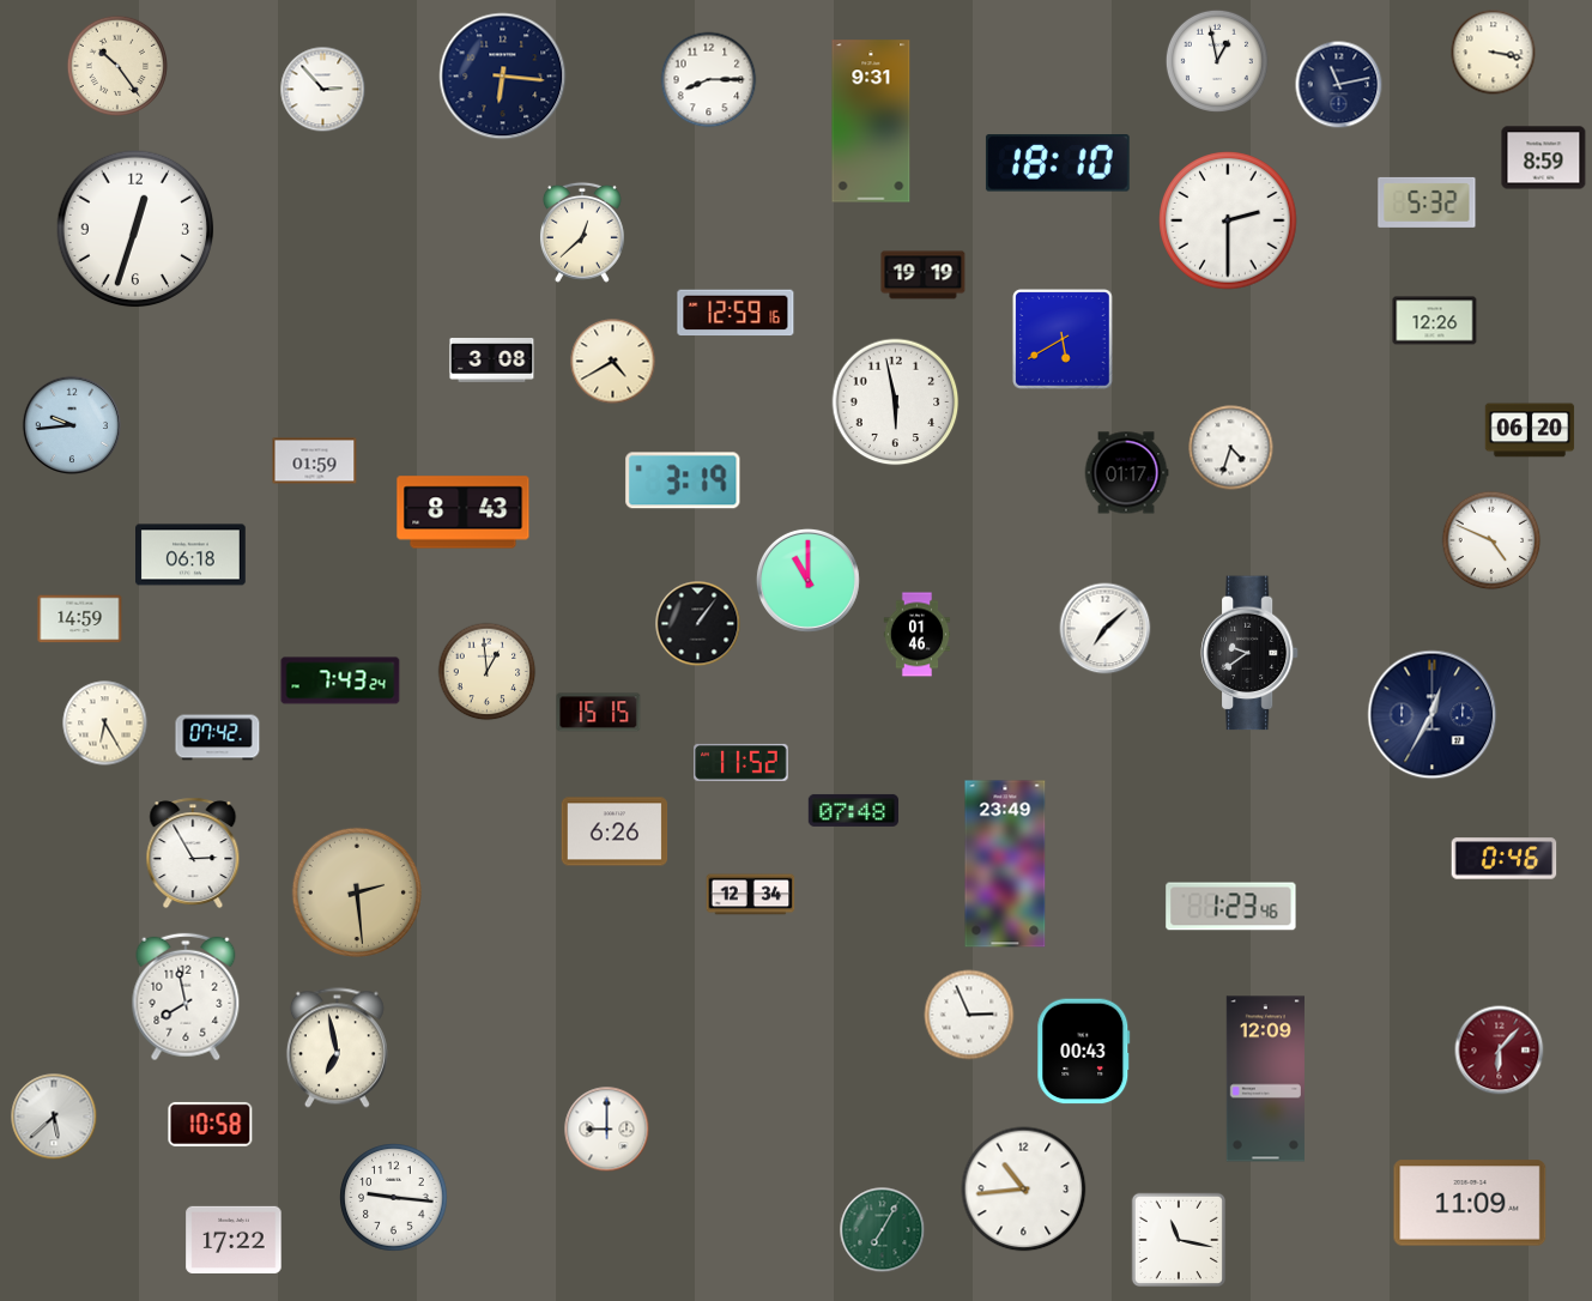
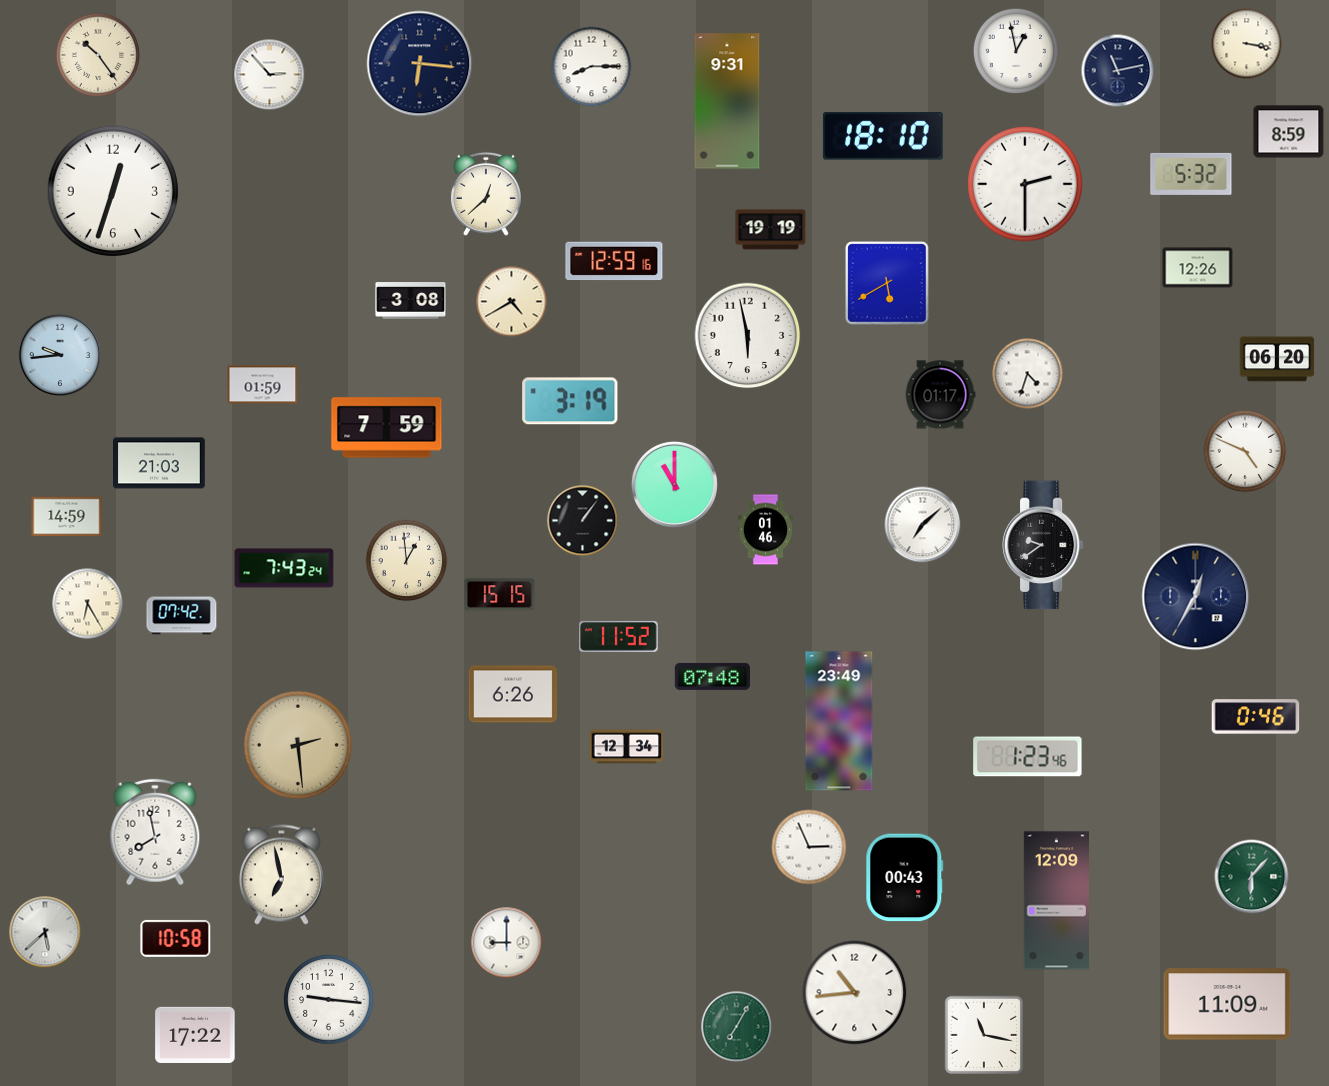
clock at (1427, 202) position: (1427, 202) -> (1191, 174)
clock at (464, 513): 8:43 -> 7:59
clock at (192, 555): 06:18 -> 21:03
clock at (193, 853): 2:55 -> none
clock at (1500, 1051) dial: burgundy -> green
